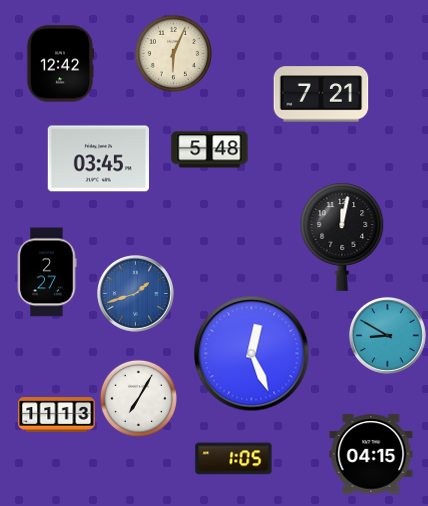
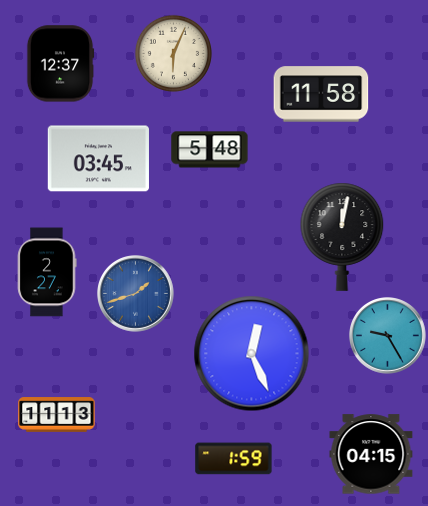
clock at (60, 64): 12:42 -> 12:37
clock at (321, 94): 7:21 -> 11:58
clock at (388, 336): 8:50 -> 9:25
clock at (138, 398): 7:05 -> none
clock at (234, 459): 1:05 -> 1:59
